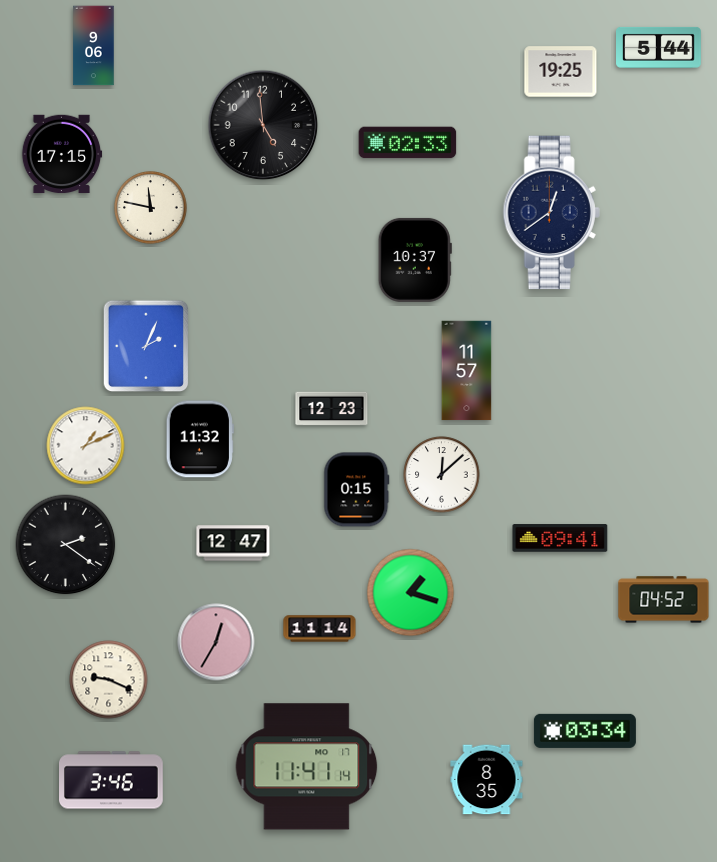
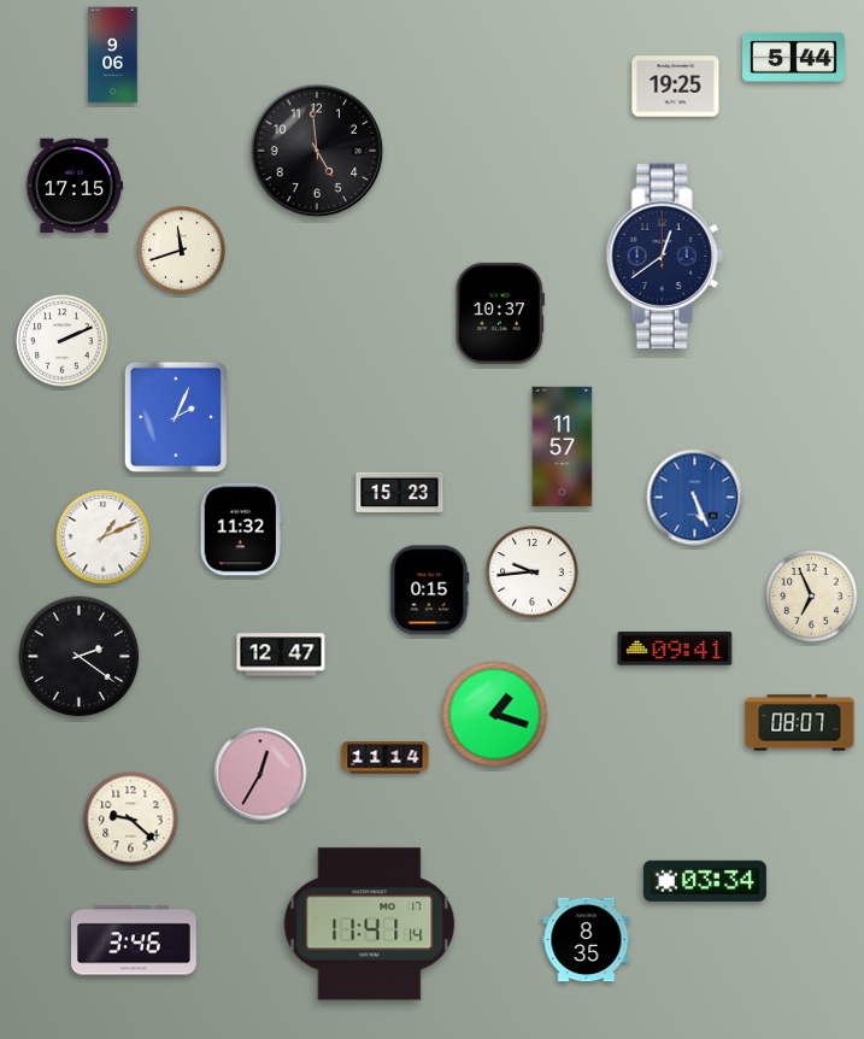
clock at (408, 143): 02:33 -> none
clock at (151, 208): 11:47 -> 11:42
clock at (63, 341): none -> 2:11
clock at (332, 409): 12:23 -> 15:23
clock at (695, 498): none -> 5:26
clock at (442, 475): 12:08 -> 9:44
clock at (812, 597): none -> 6:56
clock at (664, 600): 04:52 -> 08:07
clock at (109, 680): 9:19 -> 9:22
